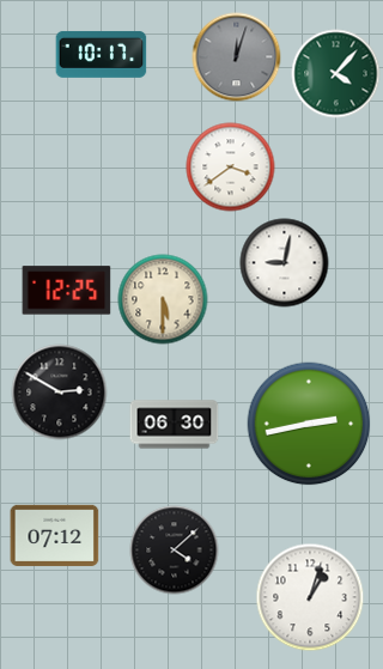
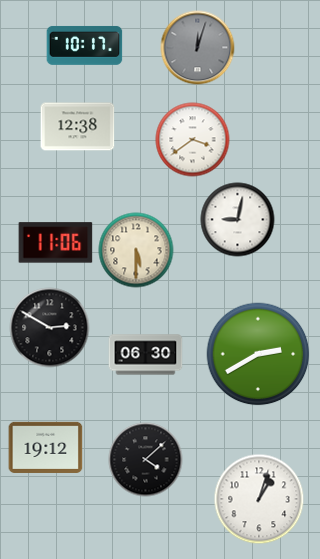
clock at (336, 74): 4:07 -> none
clock at (78, 127): none -> 12:38
clock at (67, 291): 12:25 -> 11:06
clock at (309, 424): 2:43 -> 2:40
clock at (55, 535): 07:12 -> 19:12
